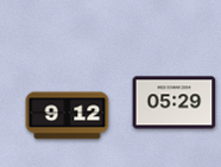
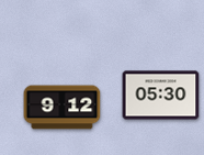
clock at (175, 103): 05:29 -> 05:30
